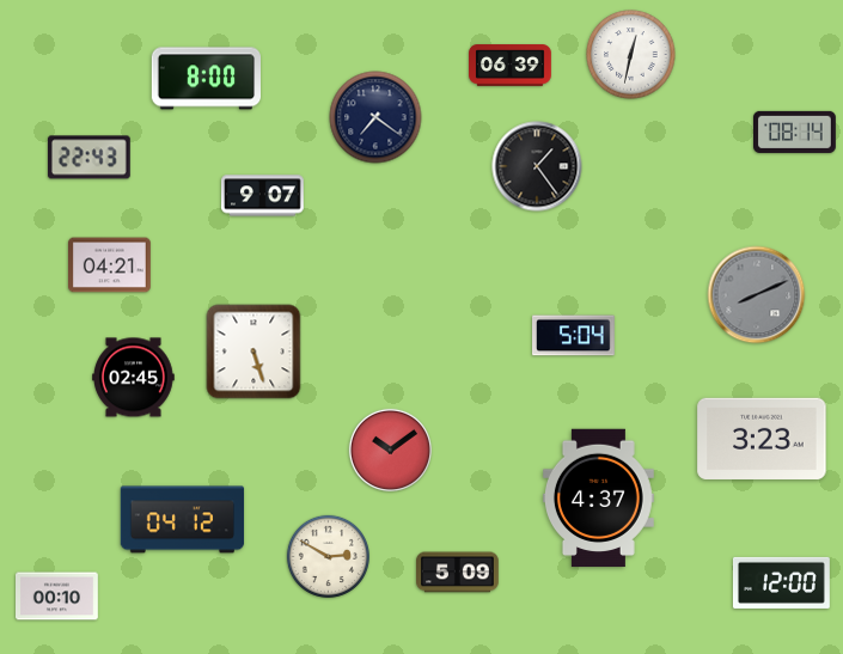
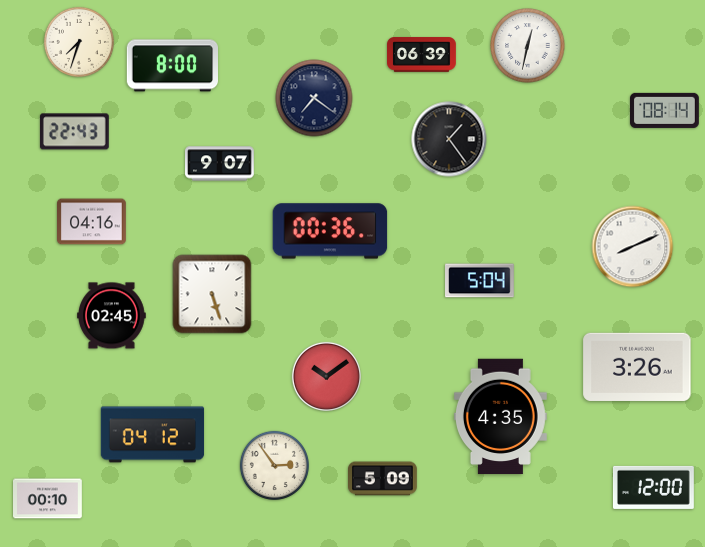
clock at (79, 42): none -> 7:33
clock at (511, 66) position: (511, 66) -> (422, 55)
clock at (110, 265): 04:21 -> 04:16
clock at (330, 231): none -> 00:36
clock at (757, 295) dial: grey -> white
clock at (762, 439): 3:23 -> 3:26
clock at (598, 499): 4:37 -> 4:35
clock at (328, 556): 2:50 -> 2:54
